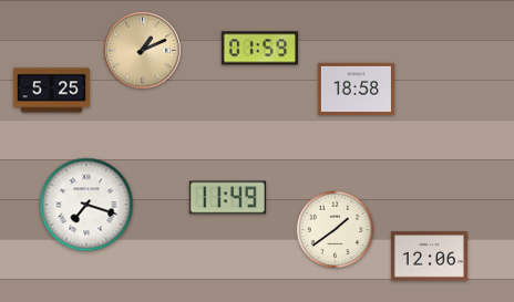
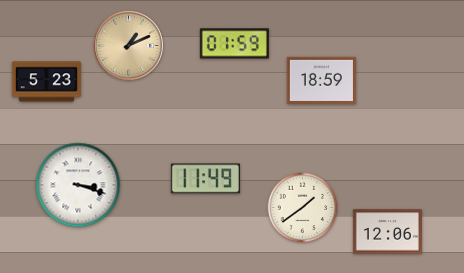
clock at (356, 88): 18:58 -> 18:59
clock at (51, 91): 5:25 -> 5:23
clock at (86, 205): 7:18 -> 3:18
